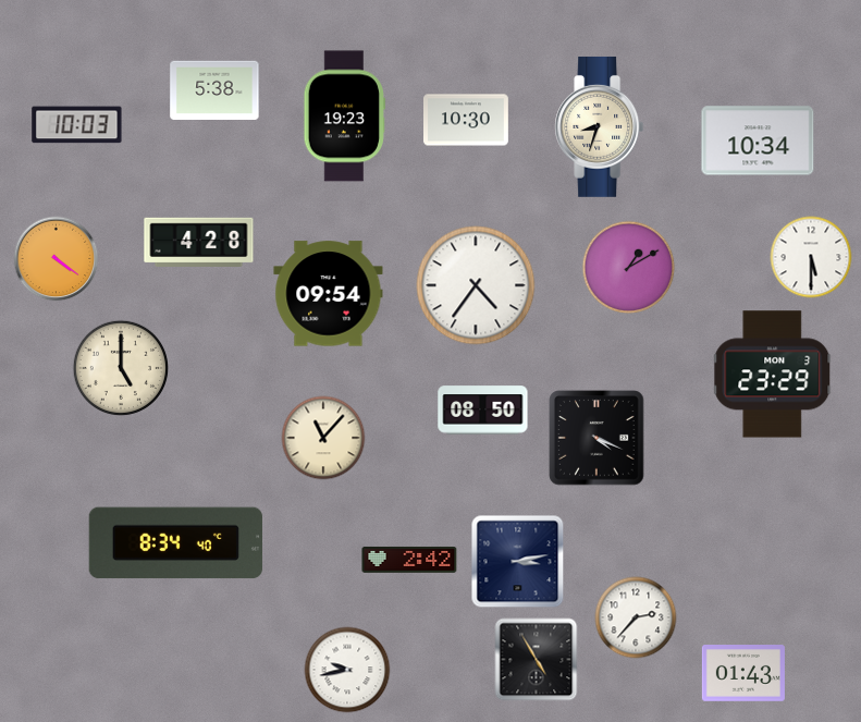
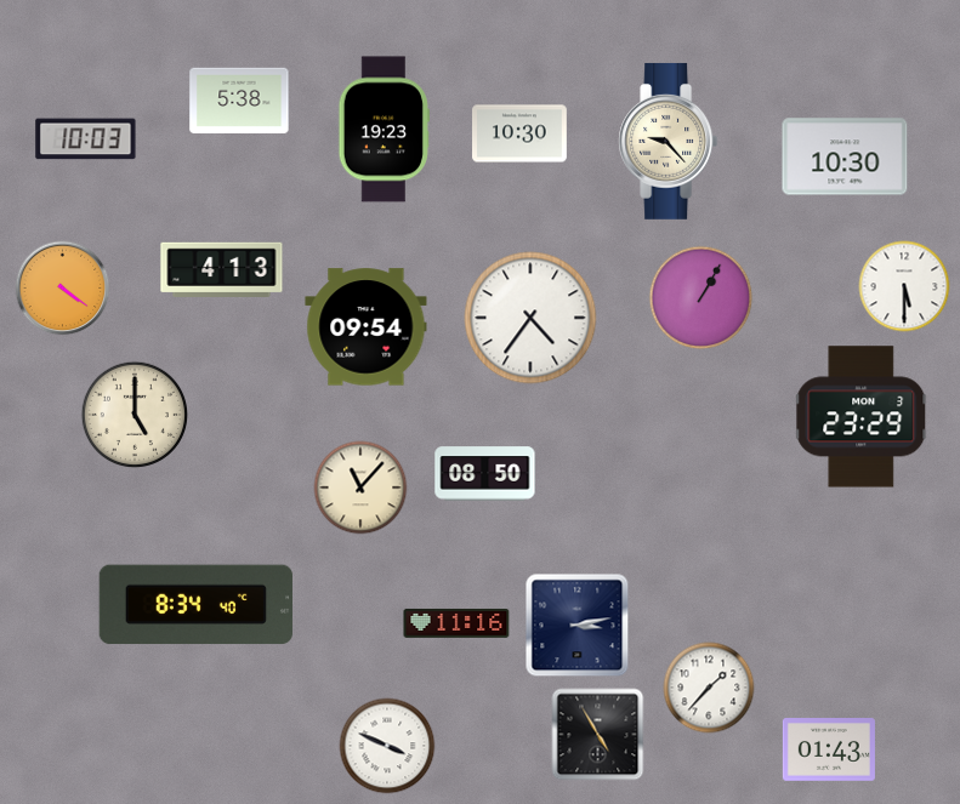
clock at (600, 126): 8:33 -> 9:23
clock at (758, 140): 10:34 -> 10:30
clock at (199, 242): 4:28 -> 4:13
clock at (629, 268): 1:10 -> 1:05
clock at (120, 367) position: (120, 367) -> (134, 414)
clock at (483, 411) position: (483, 411) -> (485, 474)
clock at (596, 438): 4:19 -> none
clock at (409, 560): 2:42 -> 11:16
clock at (636, 617): 2:37 -> 1:37
clock at (347, 670): 9:43 -> 3:49
